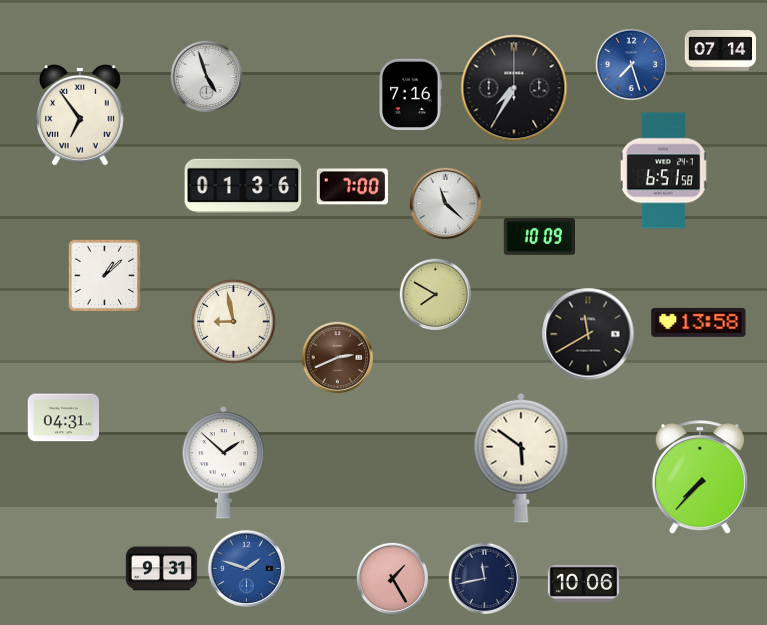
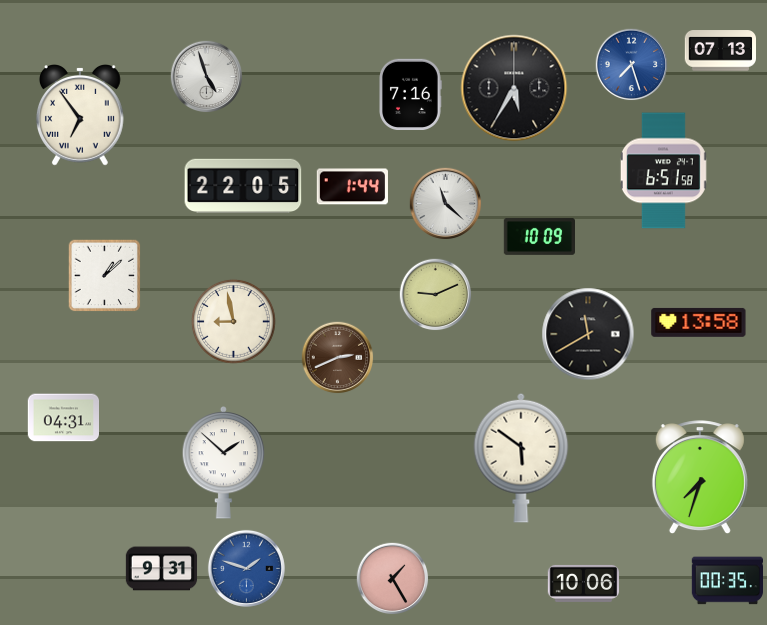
clock at (720, 51): 07:14 -> 07:13
clock at (514, 88): 7:35 -> 5:35
clock at (243, 185): 01:36 -> 22:05
clock at (352, 187): 7:00 -> 1:44
clock at (436, 295): 7:50 -> 9:11
clock at (700, 478): 7:37 -> 7:33
clock at (485, 579): 11:43 -> none
clock at (727, 581): none -> 00:35
